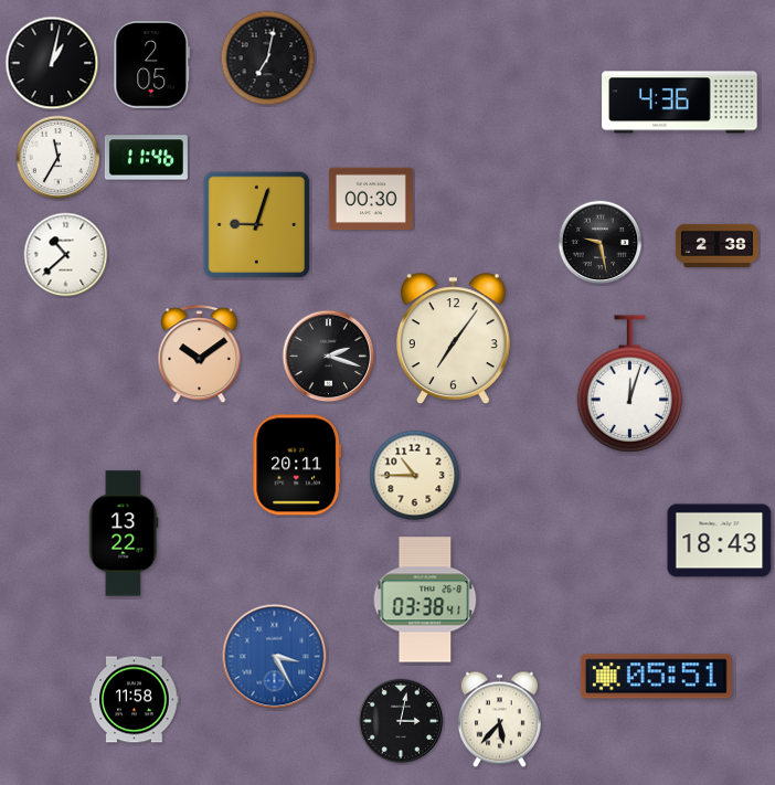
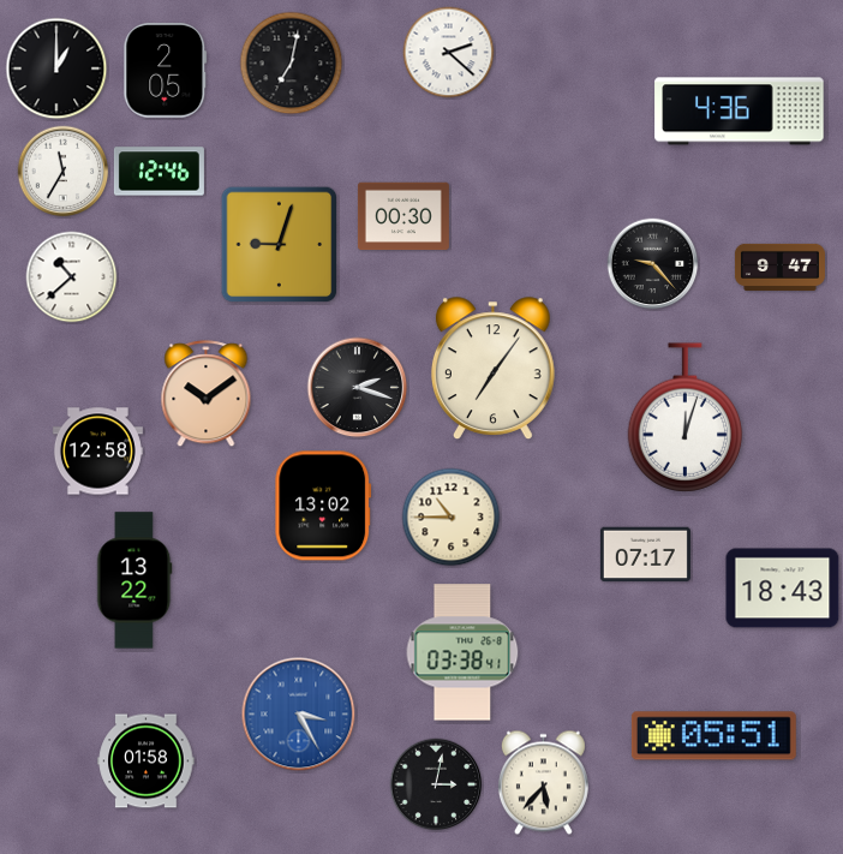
clock at (449, 53): none -> 2:22
clock at (52, 63): 1:02 -> 1:00
clock at (146, 158): 11:46 -> 12:46
clock at (601, 243): 9:28 -> 9:23
clock at (716, 245): 2:38 -> 9:47
clock at (200, 354) position: (200, 354) -> (207, 394)
clock at (97, 452): none -> 12:58
clock at (297, 465): 20:11 -> 13:02
clock at (645, 555): none -> 07:17
clock at (135, 700): 11:58 -> 01:58
